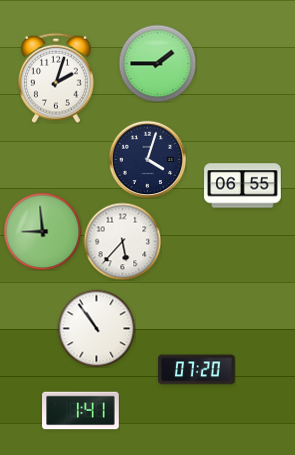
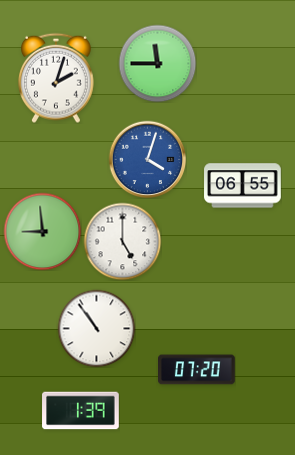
clock at (157, 63): 1:45 -> 11:45
clock at (147, 159) dial: navy -> blue
clock at (122, 241): 5:37 -> 5:00
clock at (81, 411): 1:41 -> 1:39
